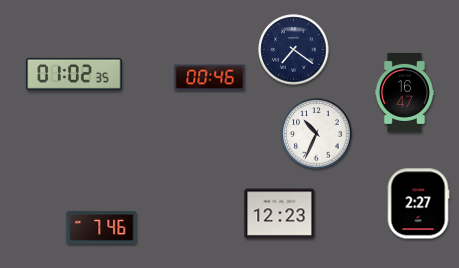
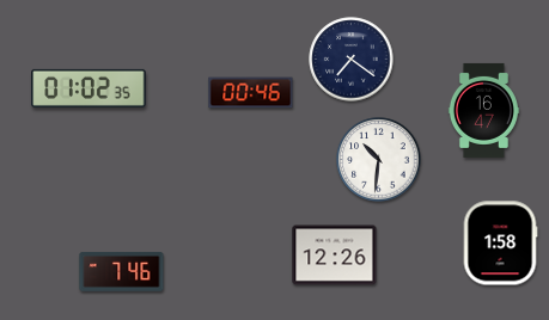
clock at (317, 134): 10:34 -> 10:31
clock at (418, 204): 2:27 -> 1:58
clock at (280, 214): 12:23 -> 12:26
